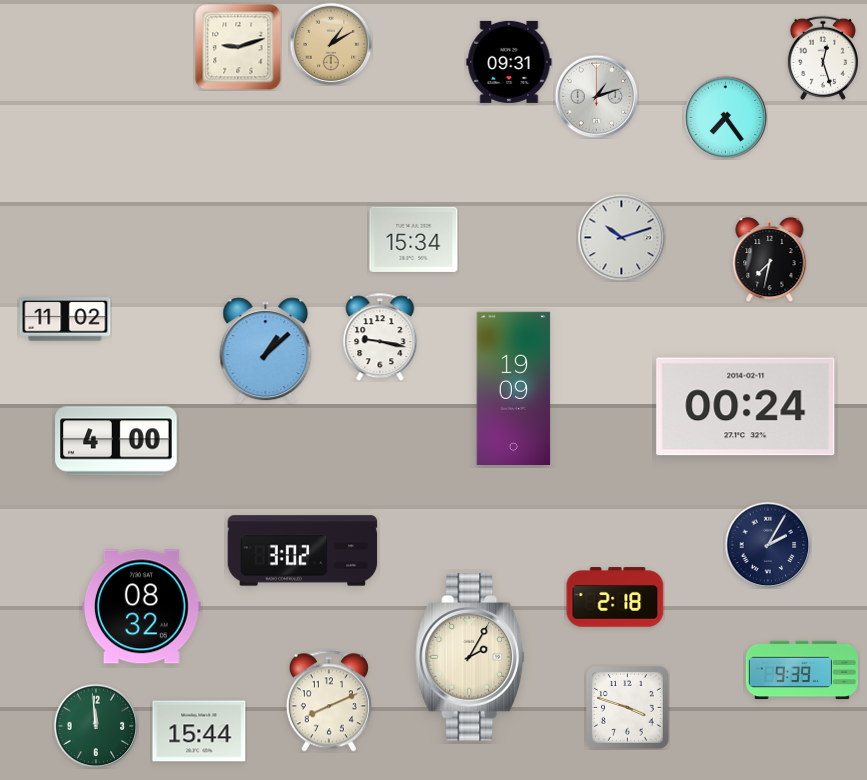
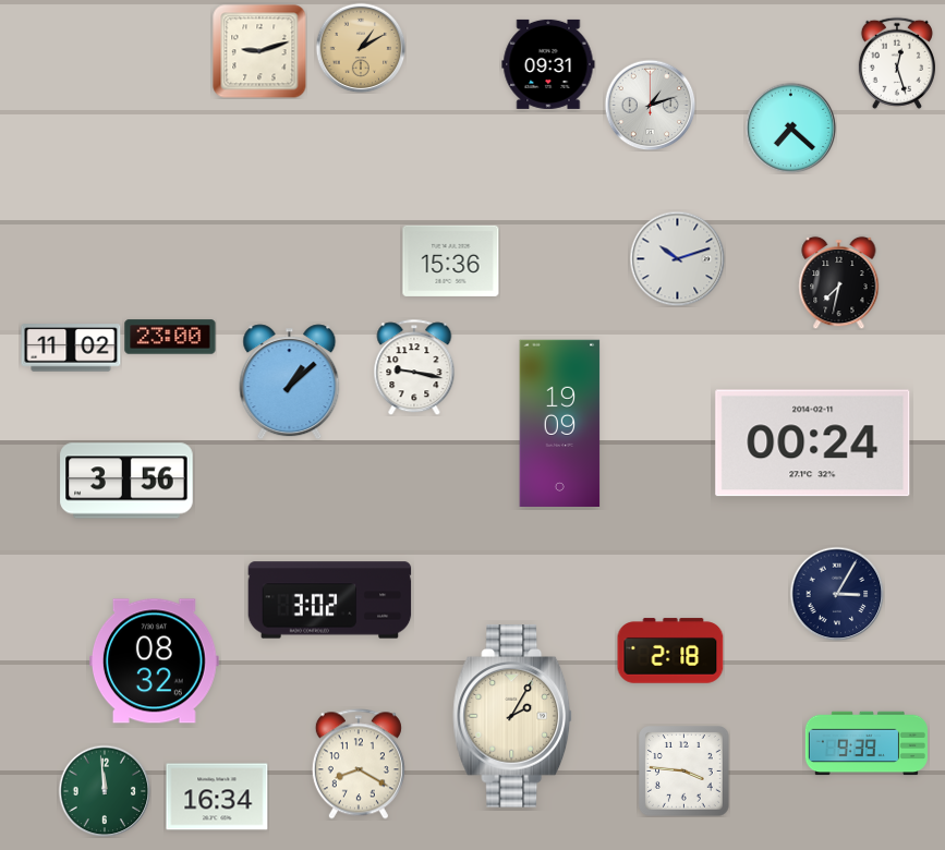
clock at (509, 62) position: (509, 62) -> (548, 64)
clock at (725, 117): 7:24 -> 7:22
clock at (414, 239): 15:34 -> 15:36
clock at (170, 337): none -> 23:00
clock at (116, 441): 4:00 -> 3:56
clock at (768, 545): 2:05 -> 3:05
clock at (802, 670) position: (802, 670) -> (867, 743)
clock at (329, 701): 8:11 -> 8:20
clock at (628, 708): 3:48 -> 3:46
clock at (199, 731): 15:44 -> 16:34
